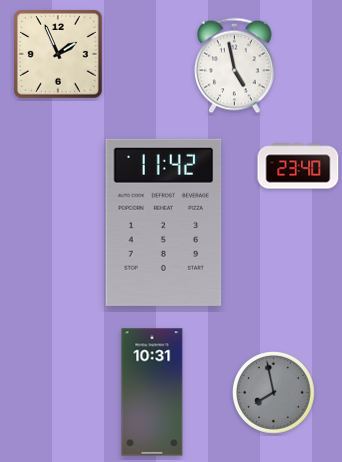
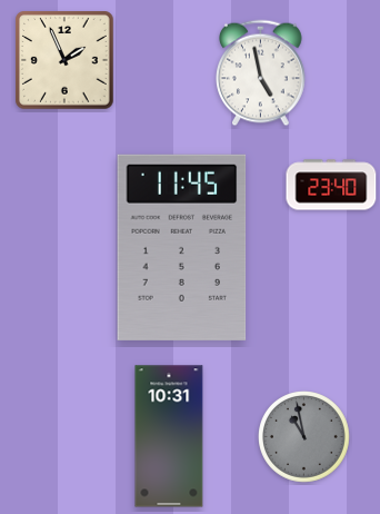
clock at (164, 222): 11:42 -> 11:45
clock at (274, 393): 7:58 -> 10:58
